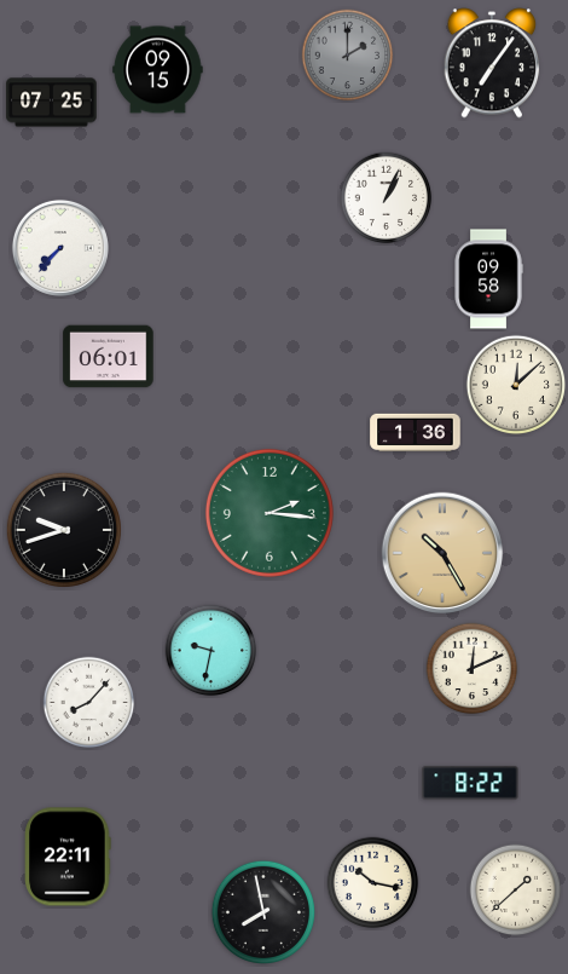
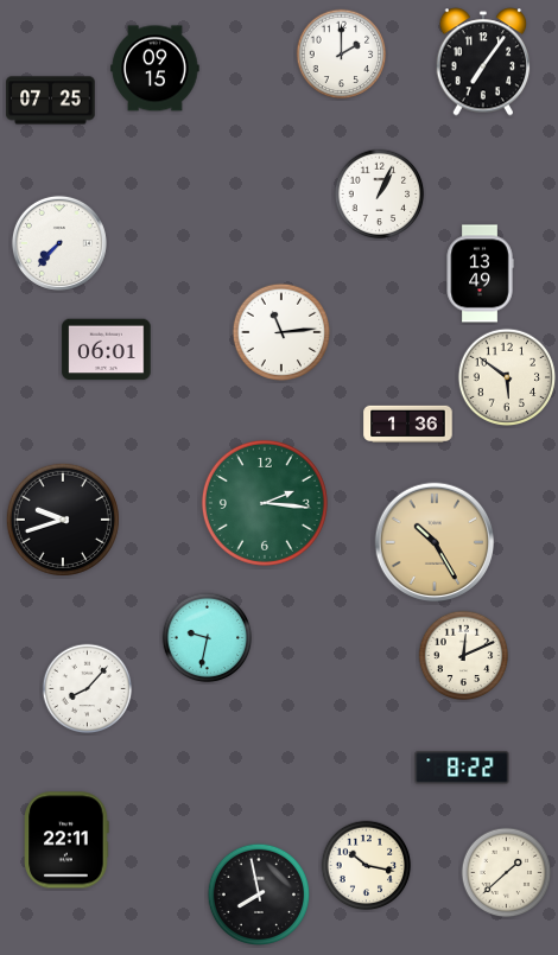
clock at (348, 56) dial: grey -> white
clock at (488, 279): 09:58 -> 13:49
clock at (281, 332): none -> 11:14
clock at (516, 385): 12:08 -> 5:51
